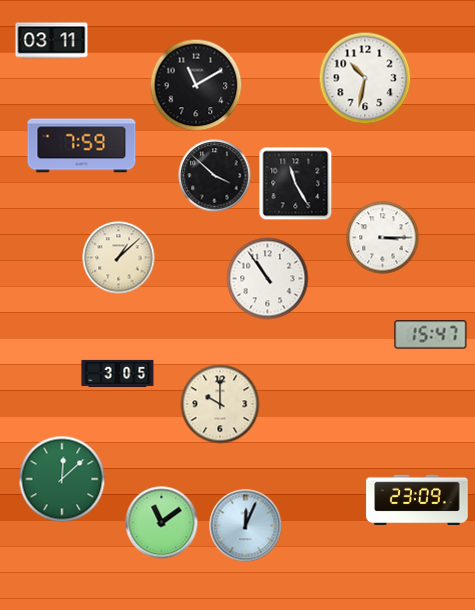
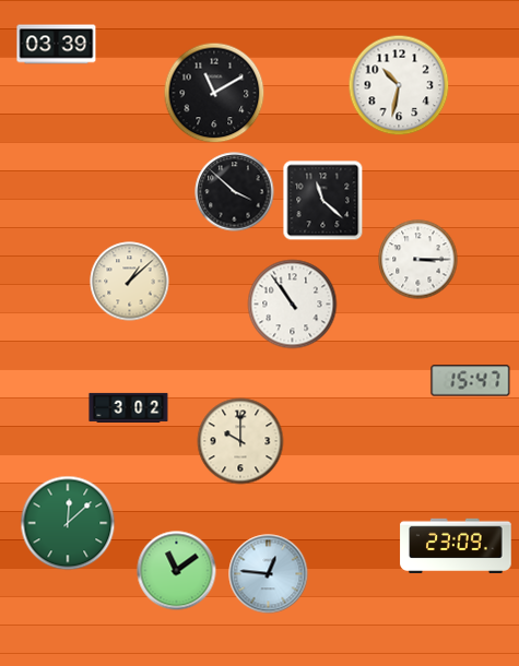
clock at (52, 41): 03:11 -> 03:39
clock at (82, 146): 7:59 -> none
clock at (296, 184): 11:25 -> 11:22
clock at (431, 335) position: (431, 335) -> (471, 381)
clock at (118, 373): 3:05 -> 3:02
clock at (246, 526): 12:04 -> 12:46
